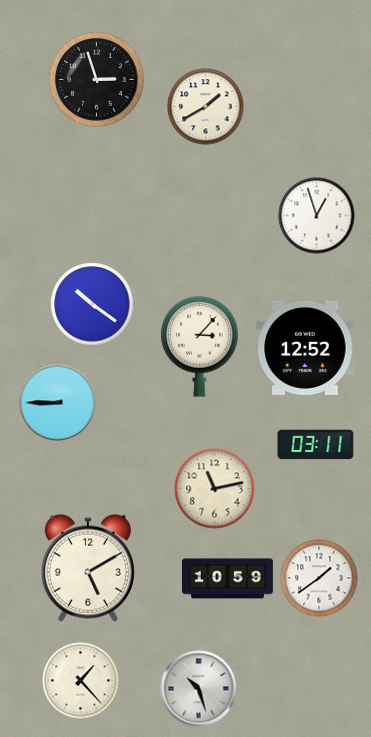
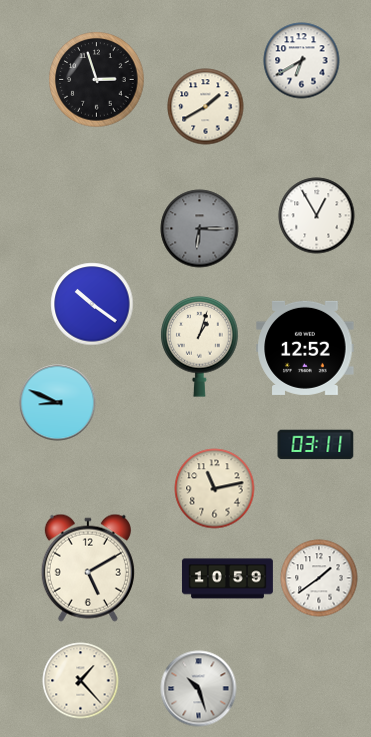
clock at (302, 61): none -> 6:40
clock at (317, 216): 12:57 -> 12:55
clock at (200, 229): none -> 6:15
clock at (200, 346): 3:07 -> 1:03
clock at (58, 403): 8:45 -> 8:49
